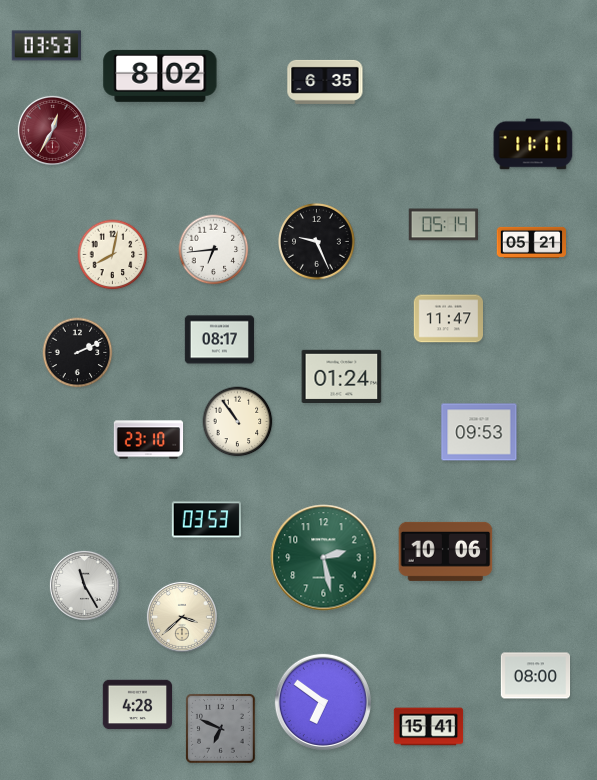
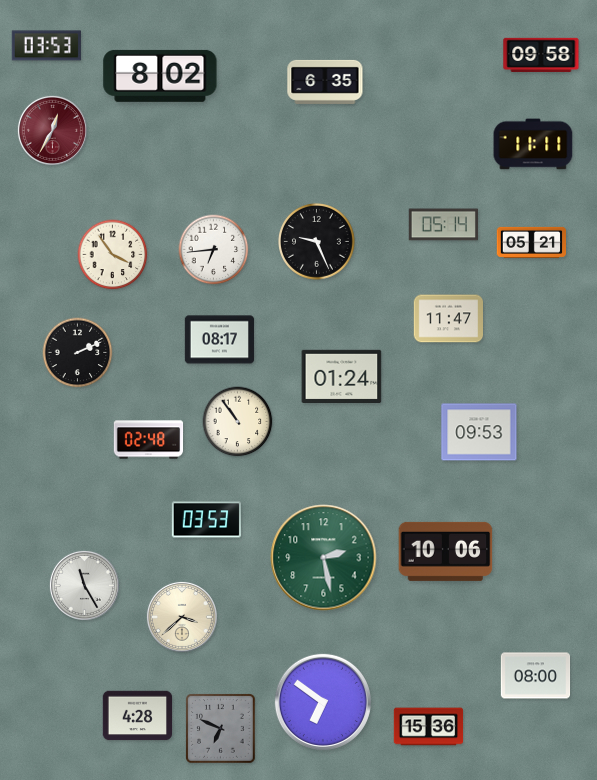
clock at (541, 55): none -> 09:58
clock at (113, 255): 8:02 -> 3:54
clock at (149, 440): 23:10 -> 02:48
clock at (138, 705) position: (138, 705) -> (138, 716)
clock at (429, 727): 15:41 -> 15:36
